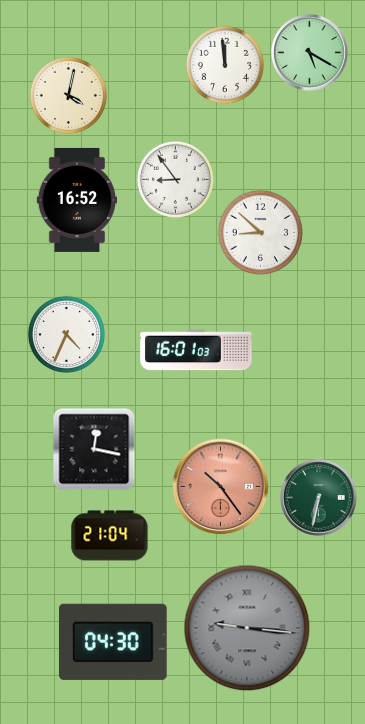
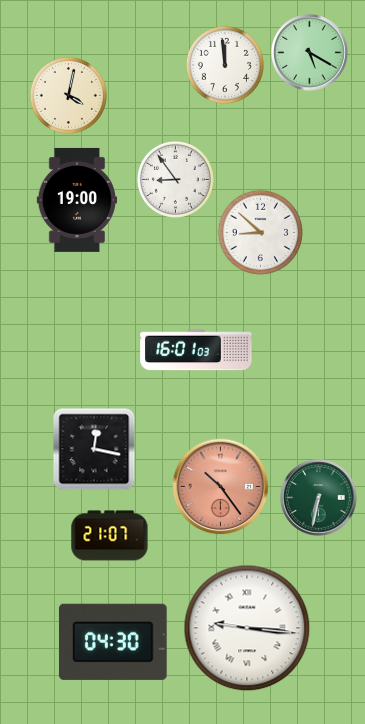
clock at (76, 200): 16:52 -> 19:00
clock at (66, 334): 4:34 -> none
clock at (110, 536): 21:04 -> 21:07
clock at (247, 628) dial: grey -> white
